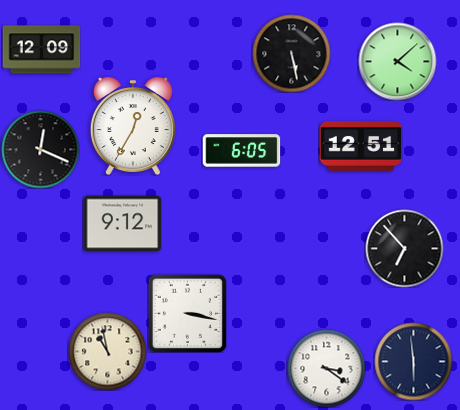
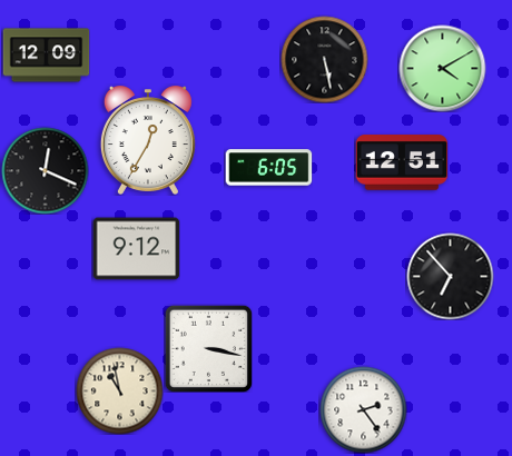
clock at (397, 61): 4:08 -> 4:10
clock at (40, 149) position: (40, 149) -> (45, 170)
clock at (413, 361): 5:59 -> none
clock at (326, 368): 3:21 -> 2:24
